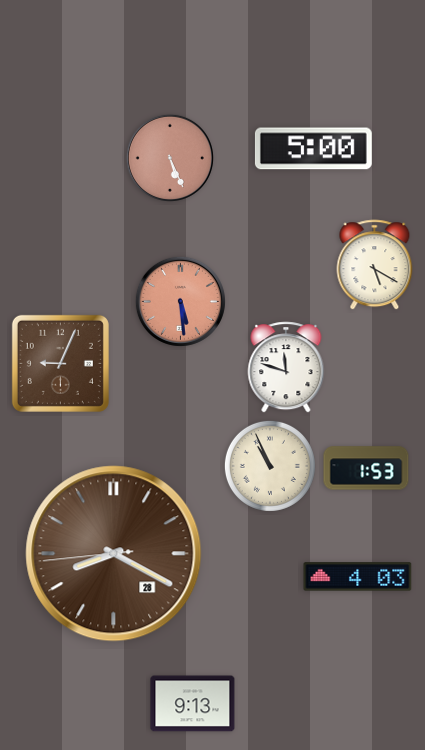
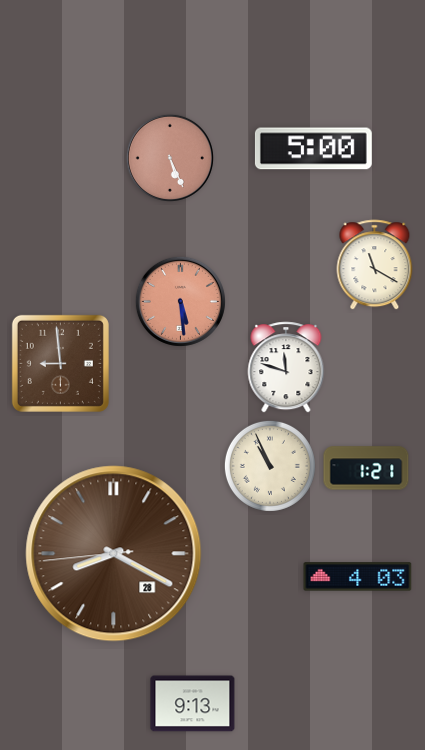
clock at (375, 265): 5:20 -> 11:20
clock at (60, 363): 9:04 -> 8:59
clock at (366, 468): 1:53 -> 1:21
